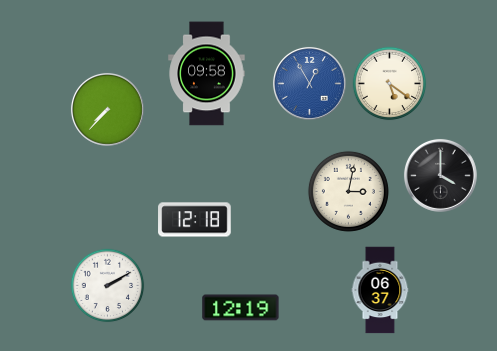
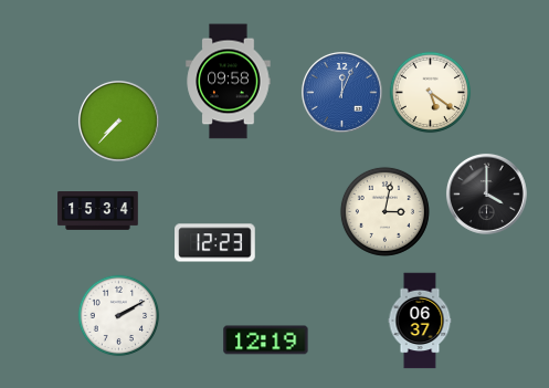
clock at (309, 83): 12:55 -> 12:04
clock at (98, 211): none -> 15:34
clock at (195, 220): 12:18 -> 12:23
